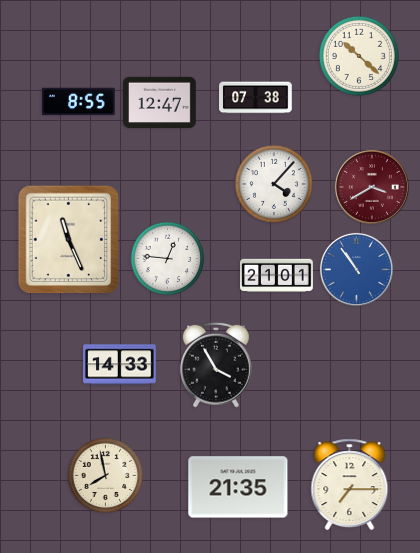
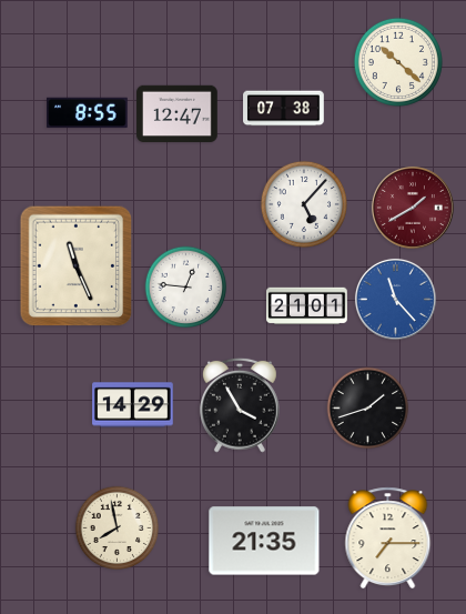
clock at (273, 183): 4:07 -> 5:07
clock at (372, 187): 3:40 -> 1:40
clock at (356, 269): 10:54 -> 11:23
clock at (120, 365): 14:33 -> 14:29
clock at (368, 409): none -> 1:42
